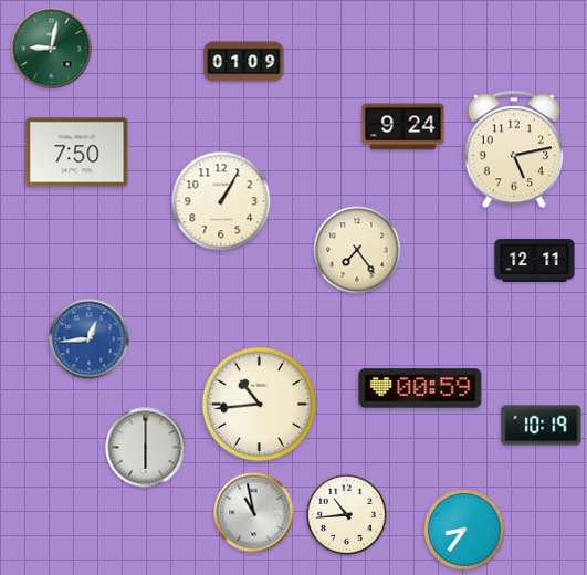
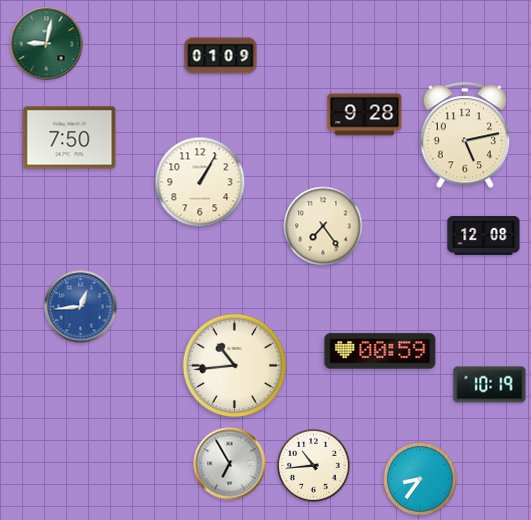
clock at (403, 127): 9:24 -> 9:28
clock at (535, 260): 12:11 -> 12:08
clock at (146, 448): 6:00 -> none
clock at (254, 513): 10:58 -> 6:55
